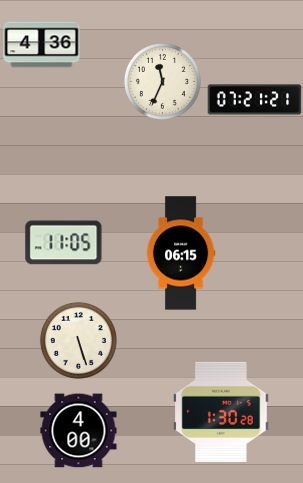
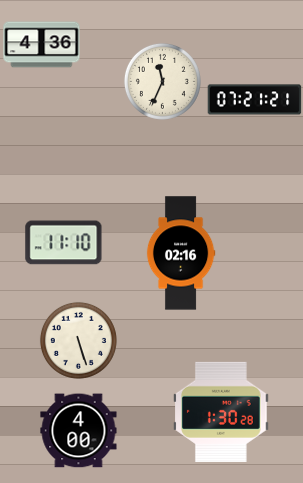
clock at (64, 243): 11:05 -> 11:10
clock at (181, 253): 06:15 -> 02:16
